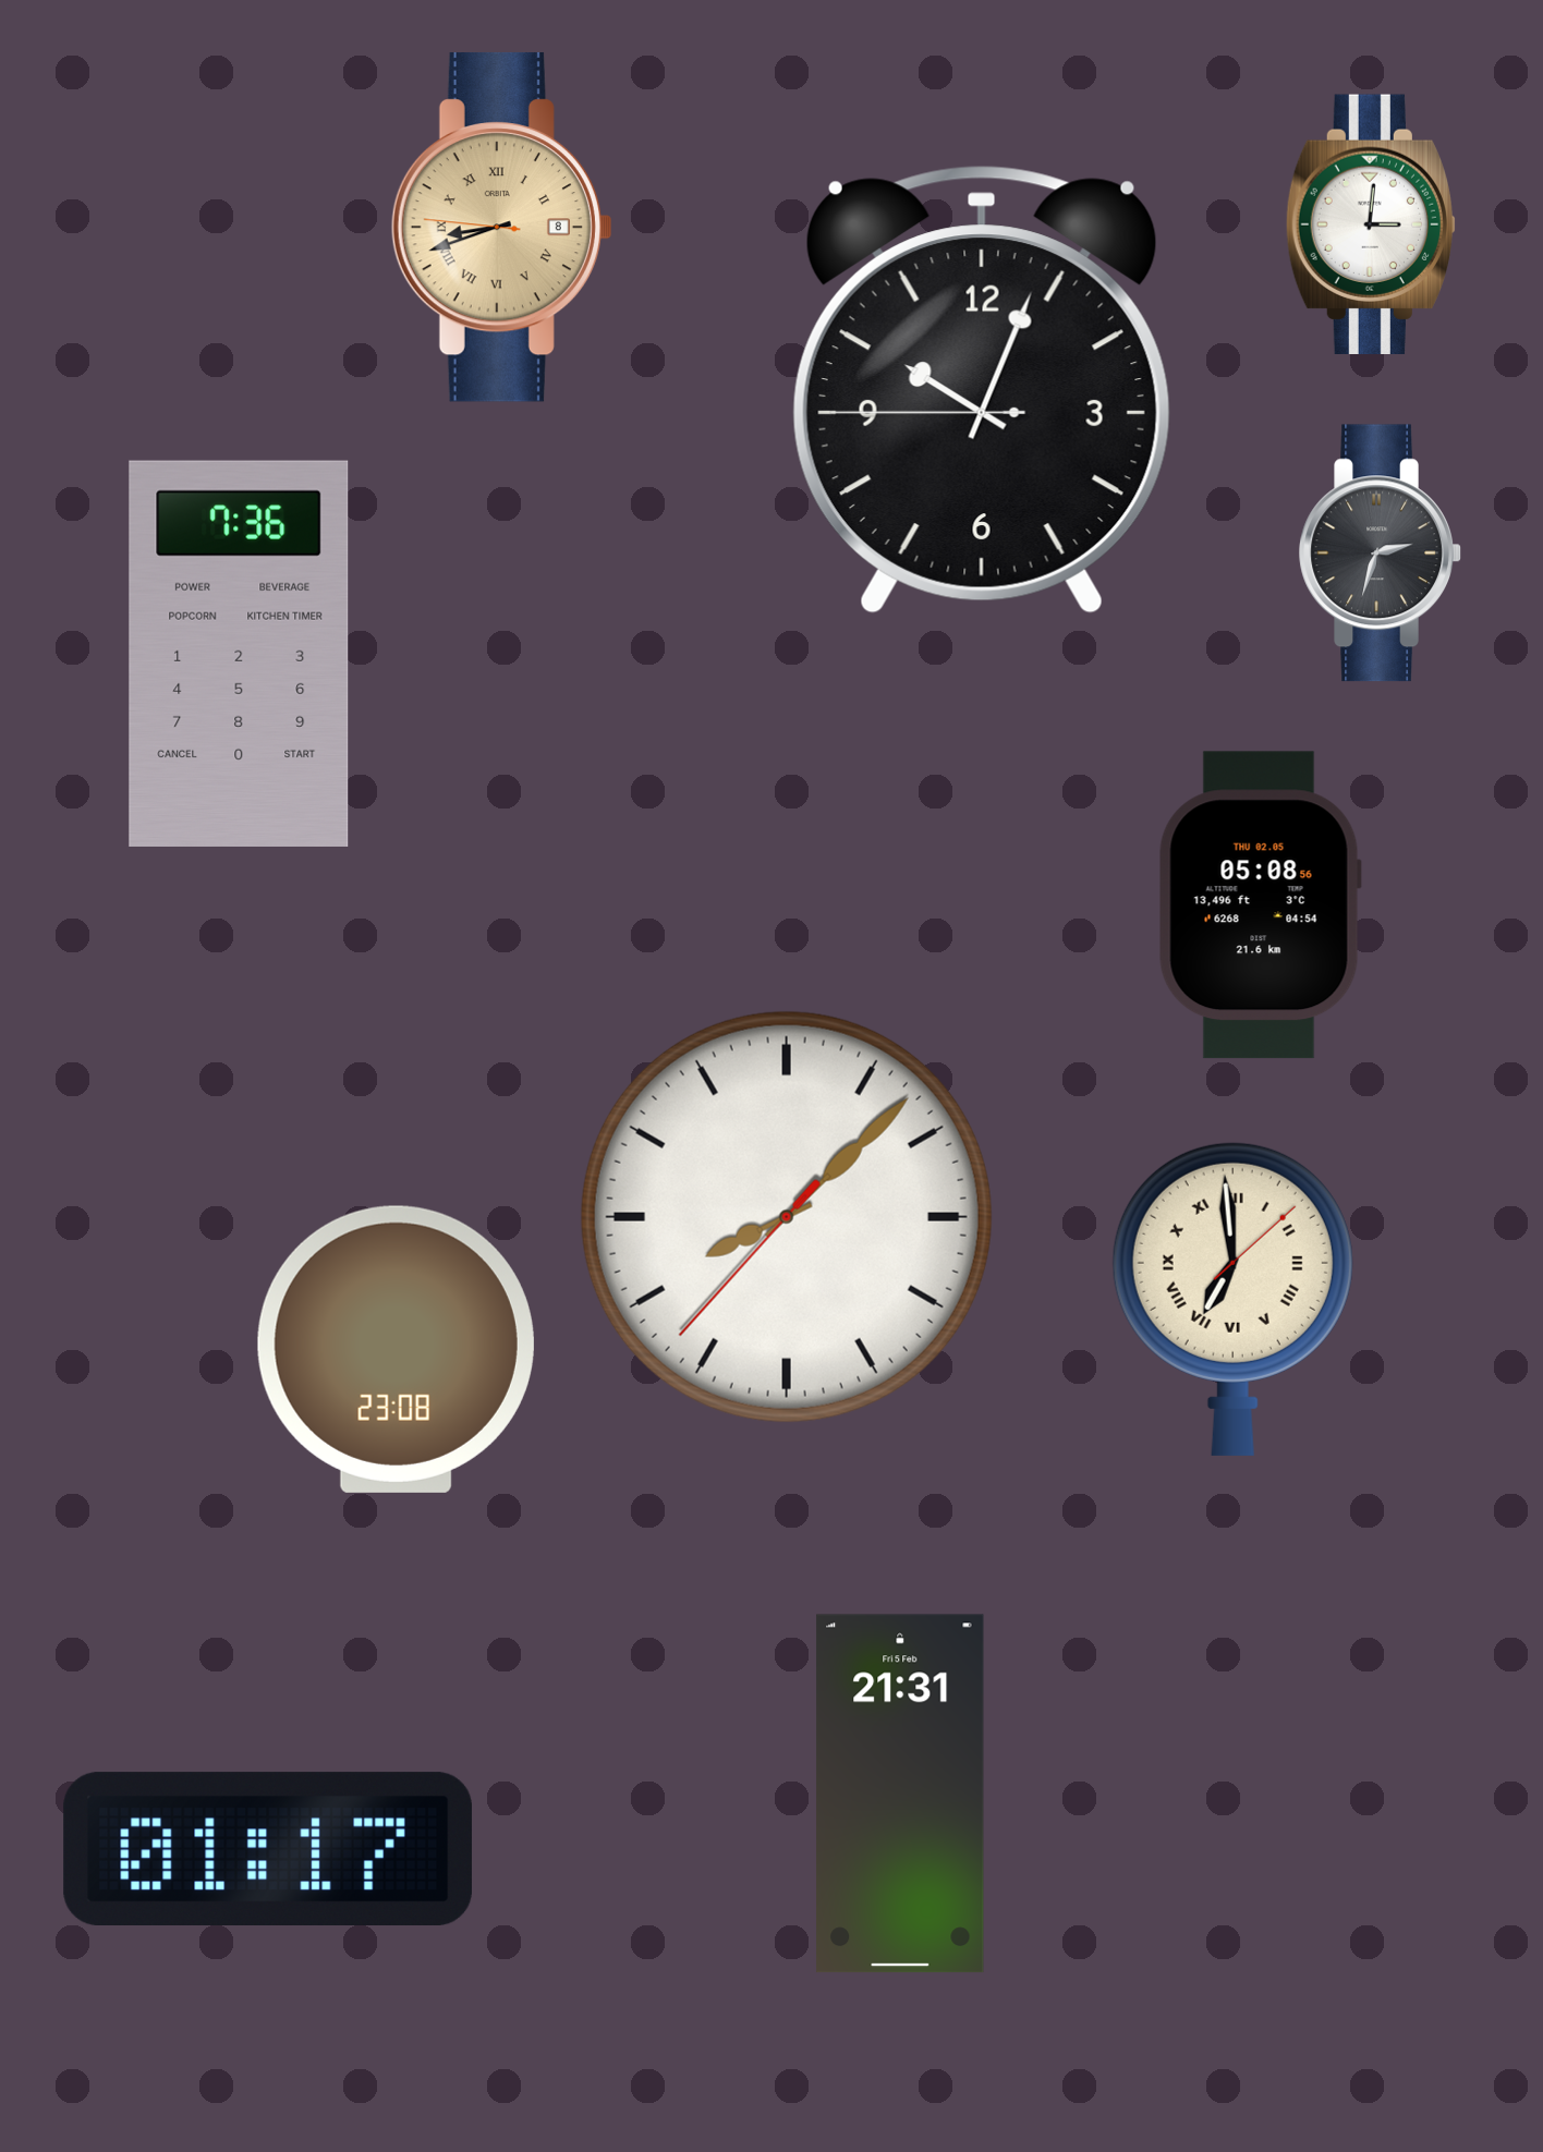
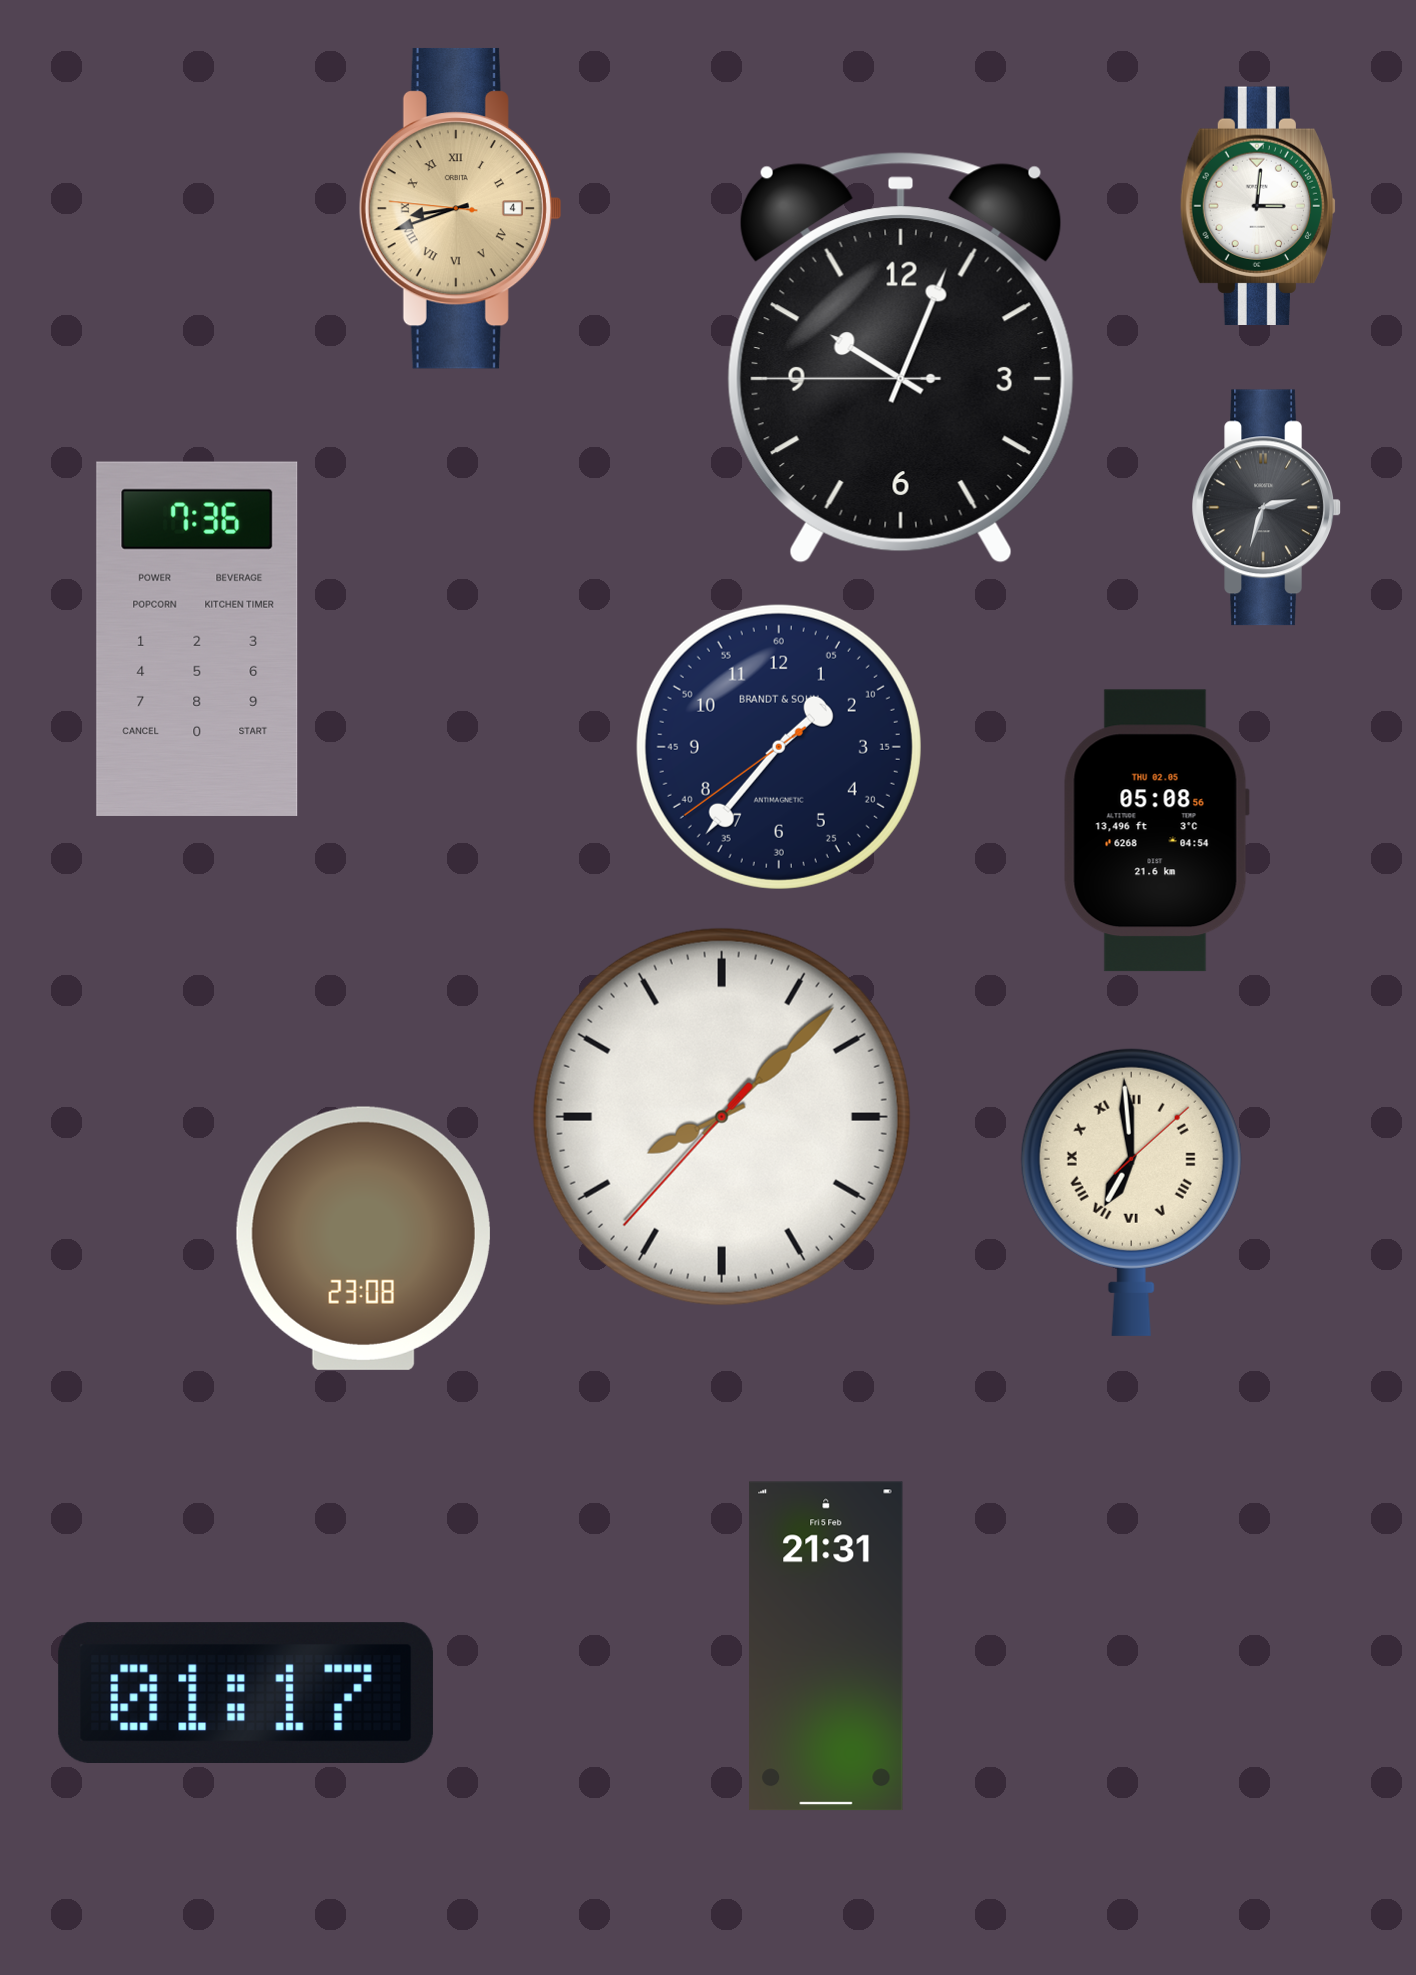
clock at (501, 227) date: 8 -> 4
clock at (239, 654) position: (239, 654) -> (197, 639)
clock at (779, 747): none -> 1:36
clock at (268, 1848) position: (268, 1848) -> (246, 1692)
